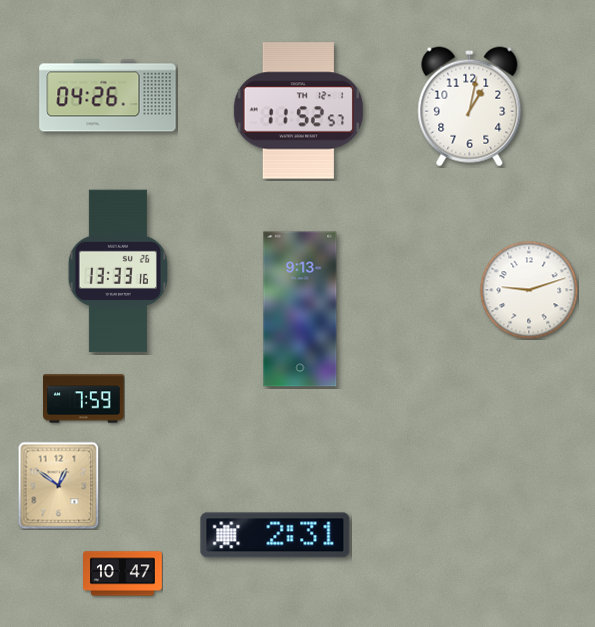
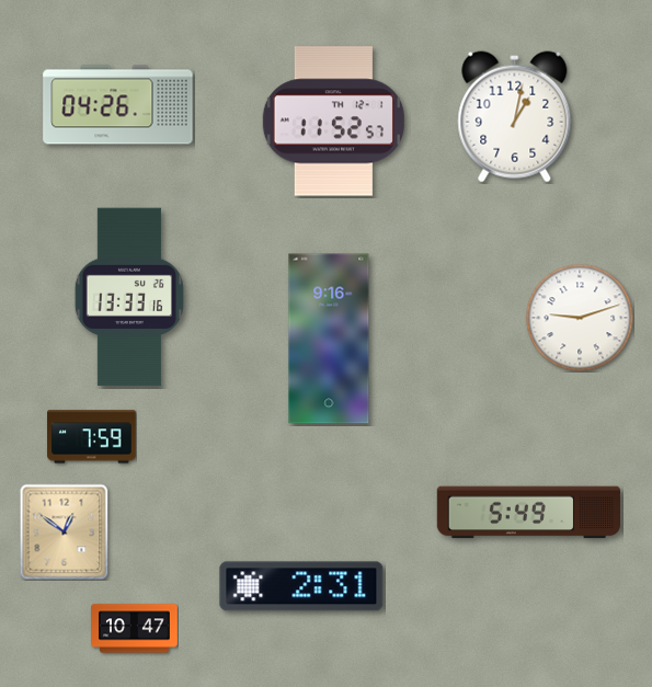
clock at (298, 111) position: (298, 111) -> (333, 122)
clock at (300, 309): 9:13 -> 9:16
clock at (528, 513): none -> 5:49
